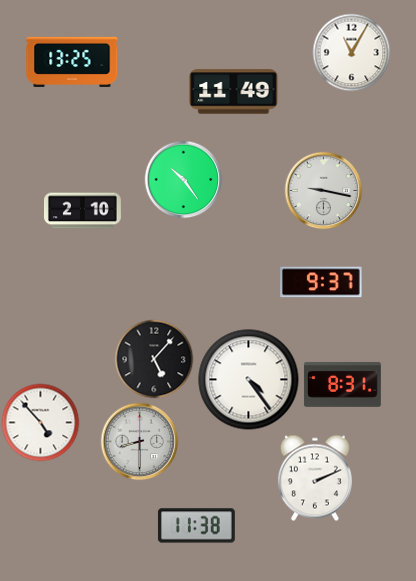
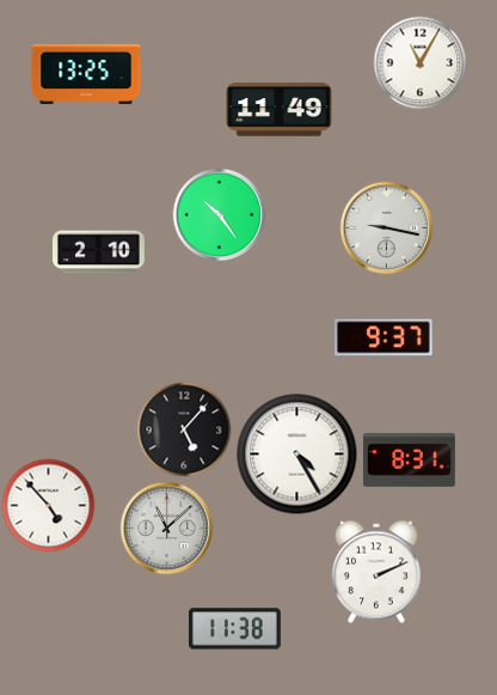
clock at (249, 380): 4:24 -> 4:25
clock at (139, 441): 8:30 -> 11:08
